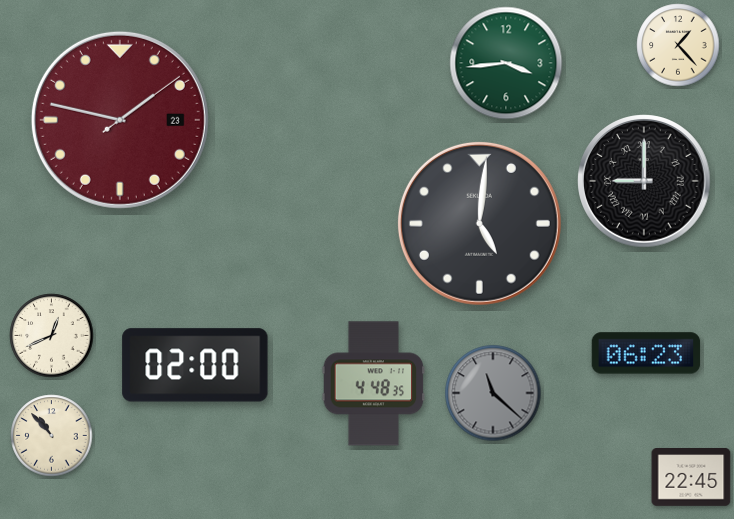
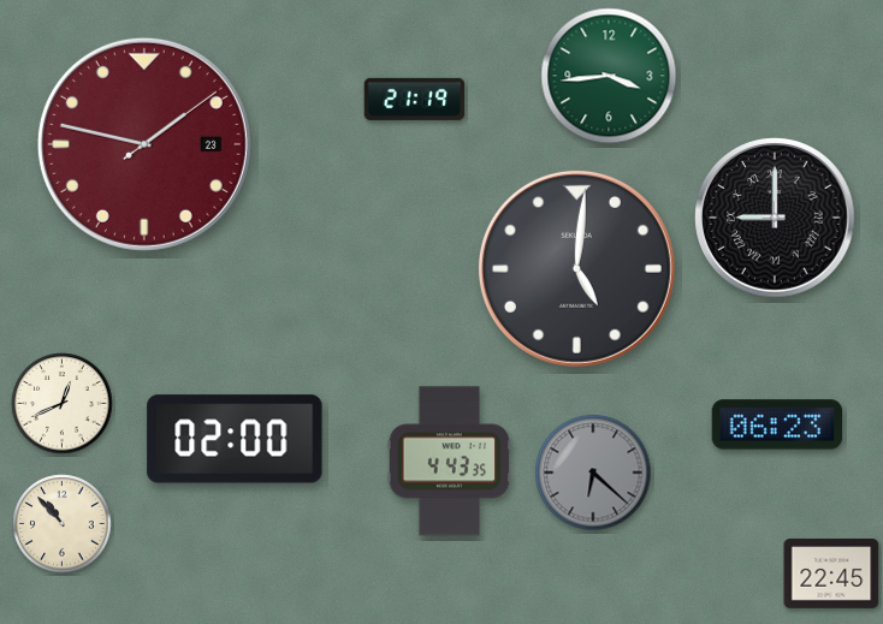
clock at (678, 45): 1:23 -> none
clock at (415, 99): none -> 21:19
clock at (374, 384): 4:48 -> 4:43
clock at (493, 393): 11:22 -> 6:22
